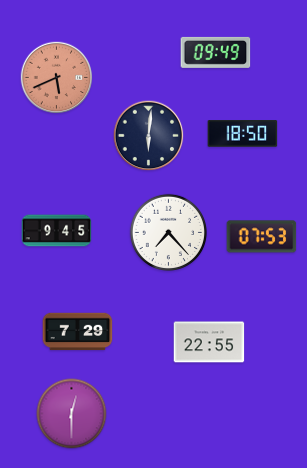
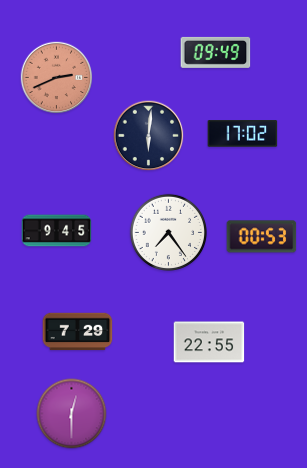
clock at (57, 78): 5:41 -> 2:41
clock at (243, 134): 18:50 -> 17:02
clock at (168, 232): 7:23 -> 7:24
clock at (262, 237): 07:53 -> 00:53
